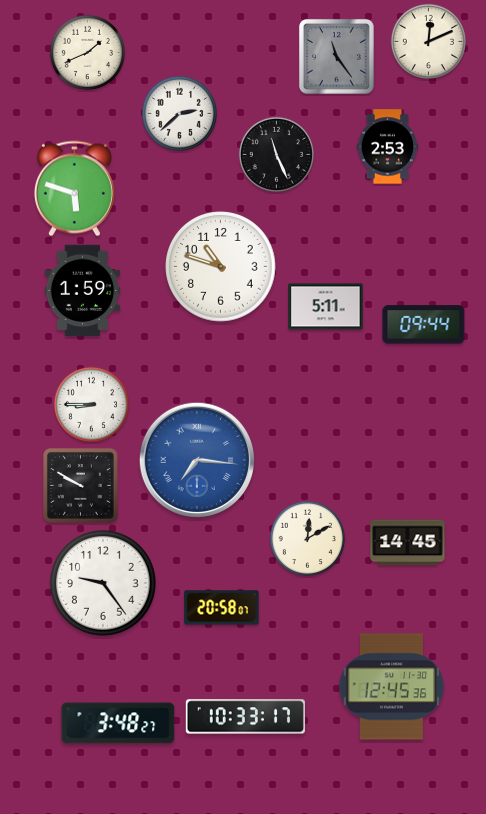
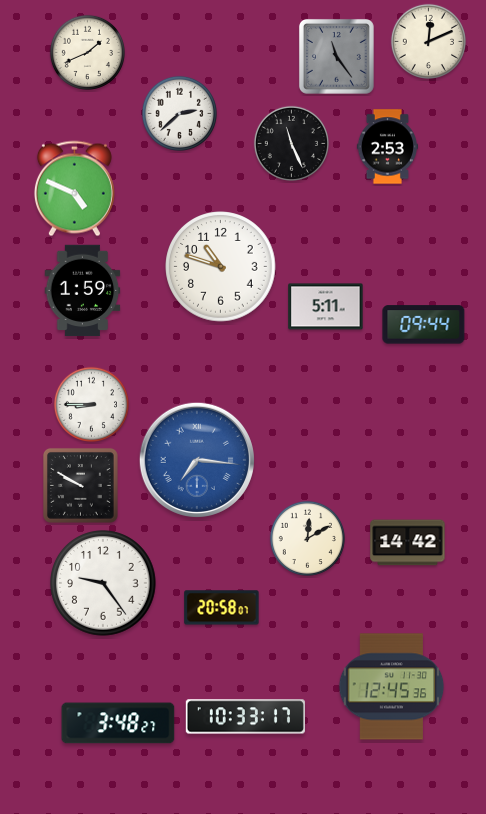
clock at (276, 154) position: (276, 154) -> (291, 143)
clock at (74, 189): 5:48 -> 4:49
clock at (408, 543): 14:45 -> 14:42
